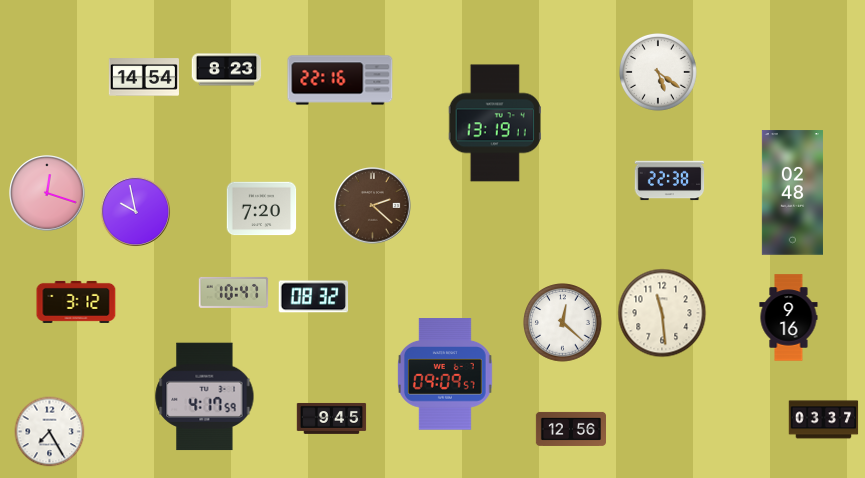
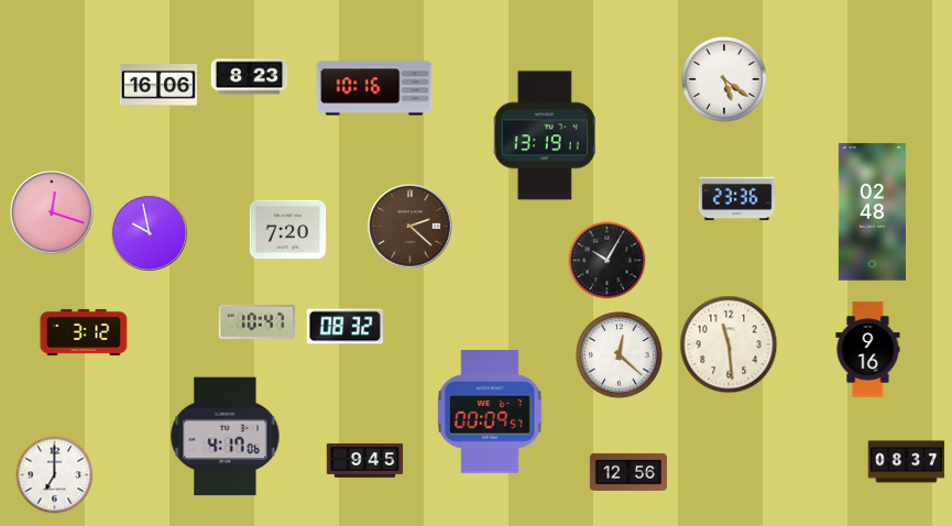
clock at (143, 77): 14:54 -> 16:06
clock at (340, 80): 22:16 -> 10:16
clock at (670, 181): 22:38 -> 23:36
clock at (608, 261): none -> 10:05
clock at (446, 374): 09:09 -> 00:09
clock at (205, 397): 4:17:59 -> 4:17:06
clock at (824, 420): 03:37 -> 08:37
clock at (50, 432): 7:25 -> 7:00
